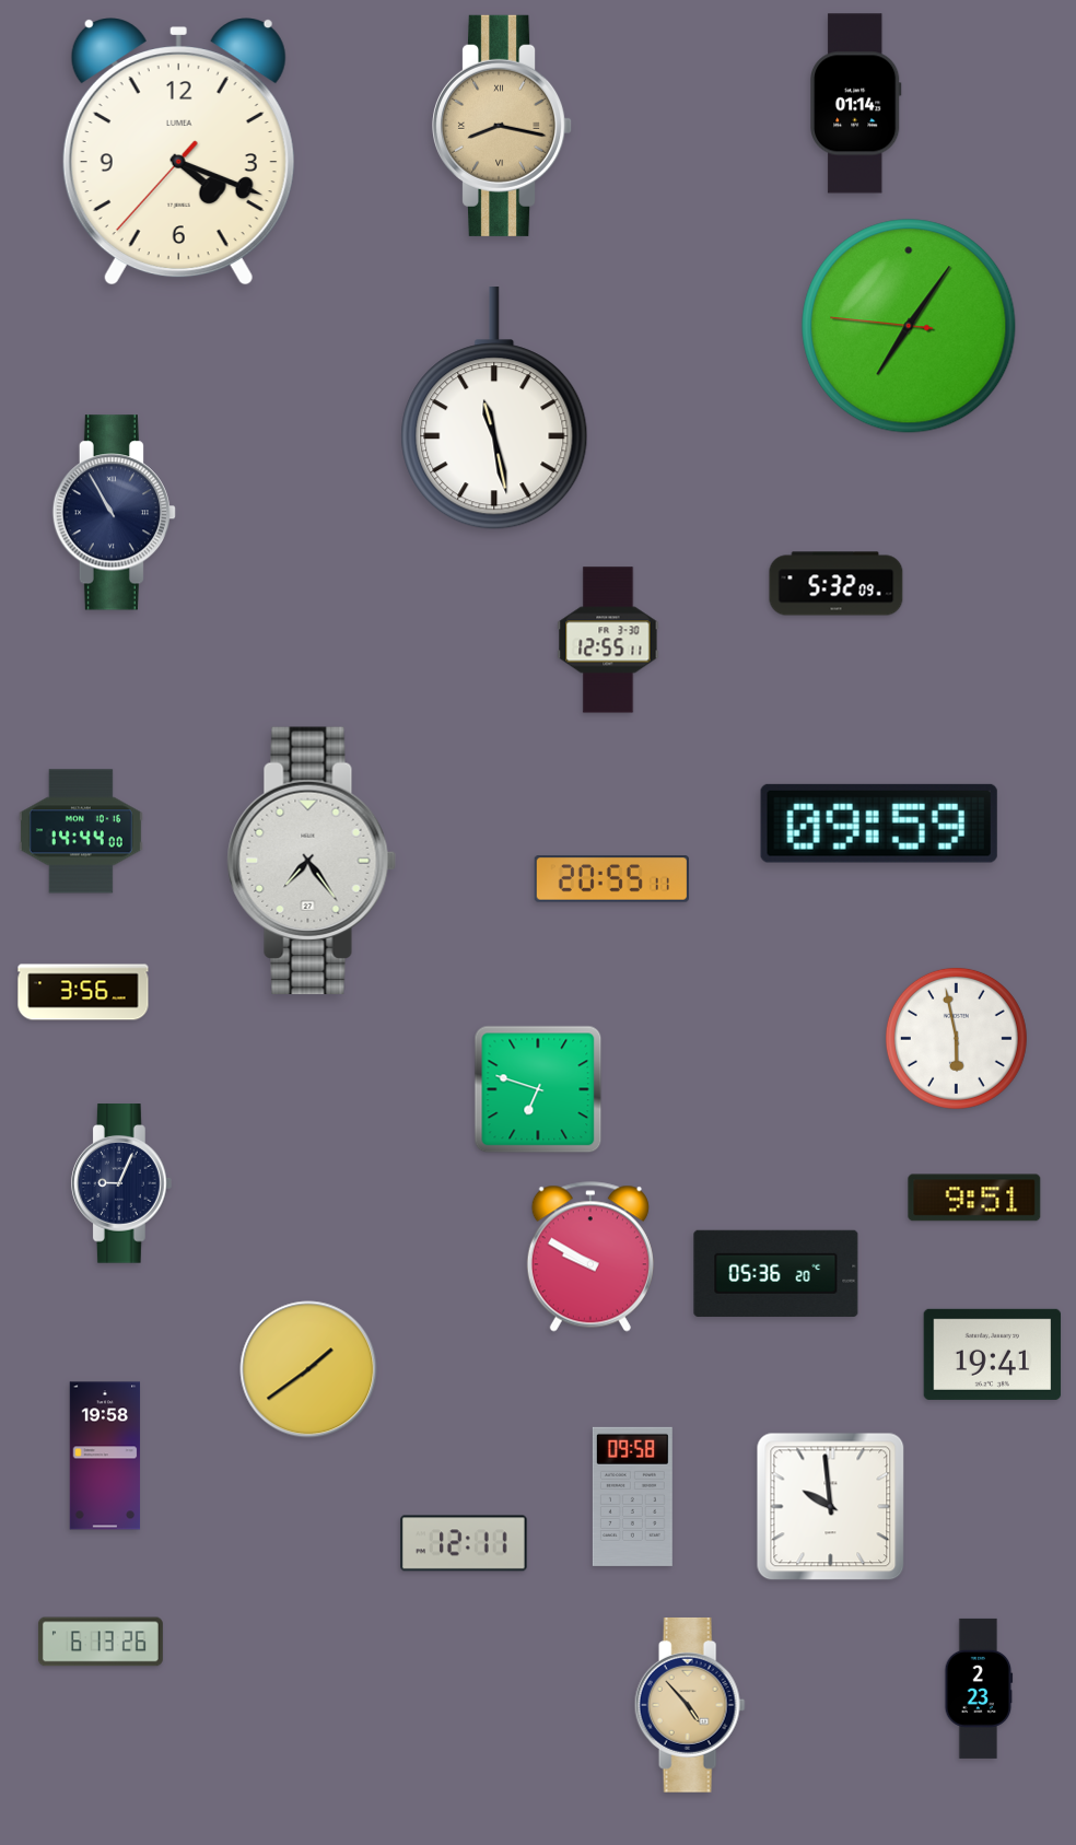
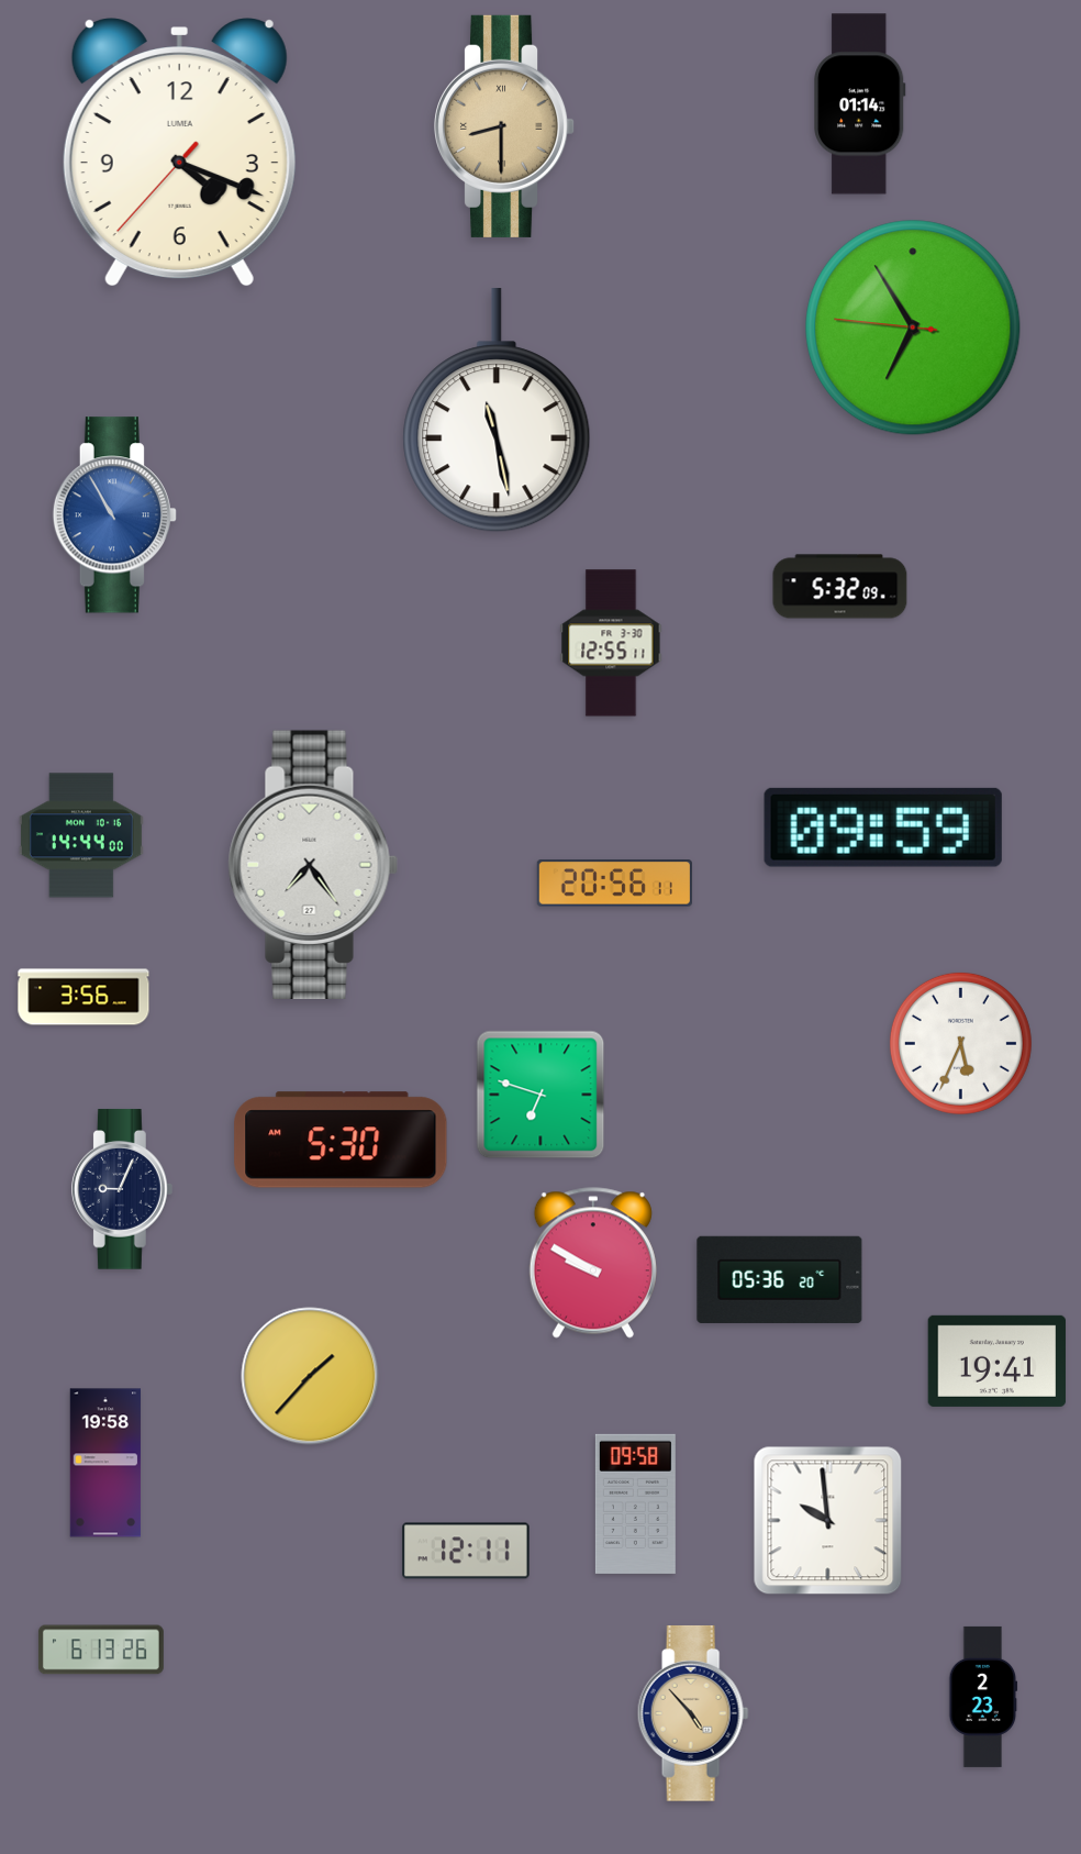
clock at (503, 126): 8:17 -> 8:30
clock at (909, 326): 7:05 -> 6:54
clock at (114, 513) dial: navy -> blue
clock at (611, 879): 20:55 -> 20:56
clock at (956, 1038): 5:58 -> 5:34
clock at (341, 1140): none -> 5:30
clock at (974, 1198): 9:51 -> none
clock at (308, 1369): 1:39 -> 1:37
clock at (831, 1507) position: (831, 1507) -> (828, 1521)
